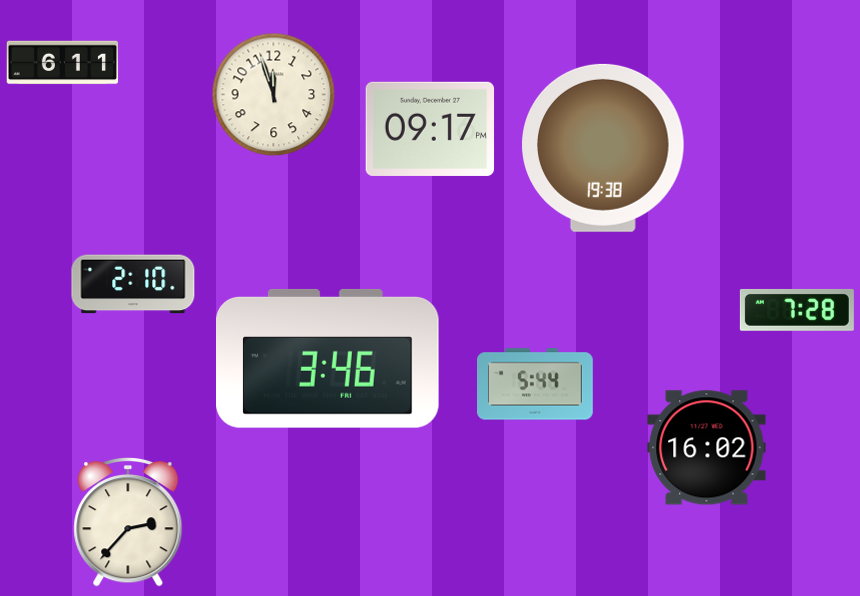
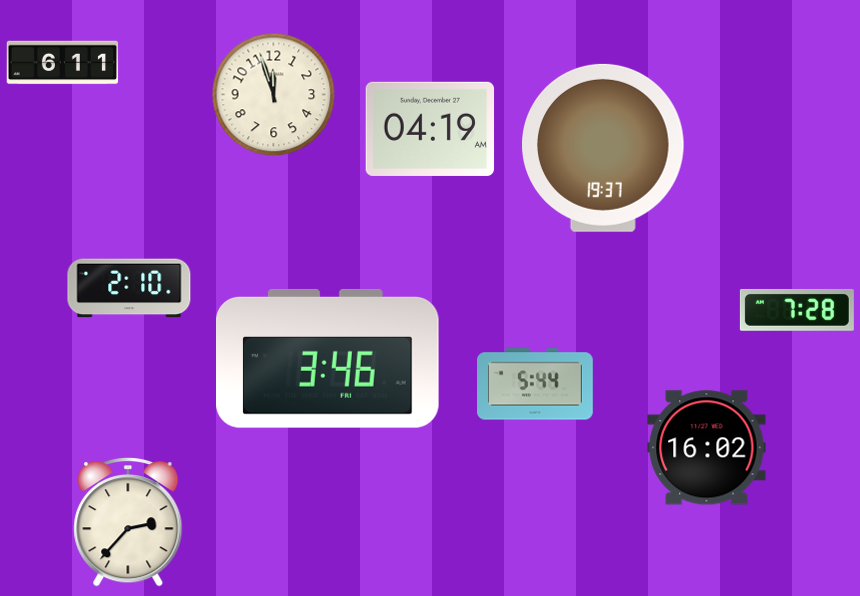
clock at (430, 129): 09:17 -> 04:19
clock at (603, 148): 19:38 -> 19:37
clock at (133, 284) position: (133, 284) -> (129, 288)
